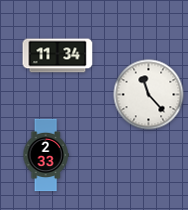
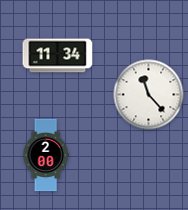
clock at (46, 155): 2:33 -> 2:00
